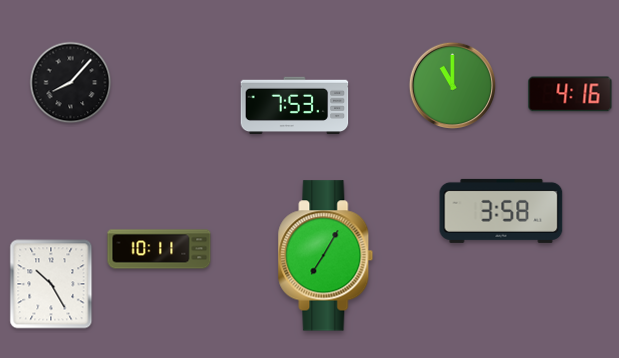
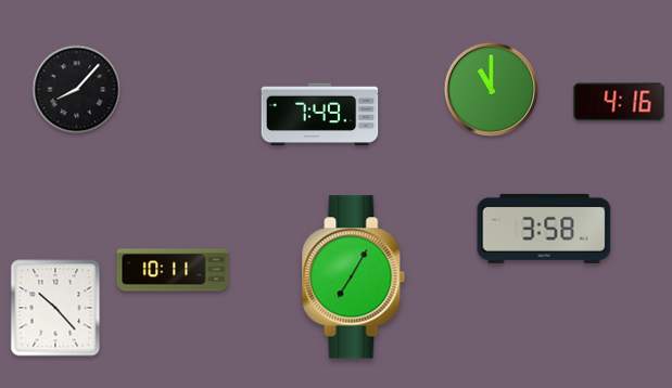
clock at (452, 86) position: (452, 86) -> (491, 90)
clock at (295, 106): 7:53 -> 7:49
clock at (51, 284): 10:25 -> 10:23
